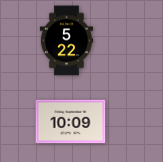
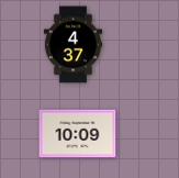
clock at (66, 41): 5:22 -> 4:37
